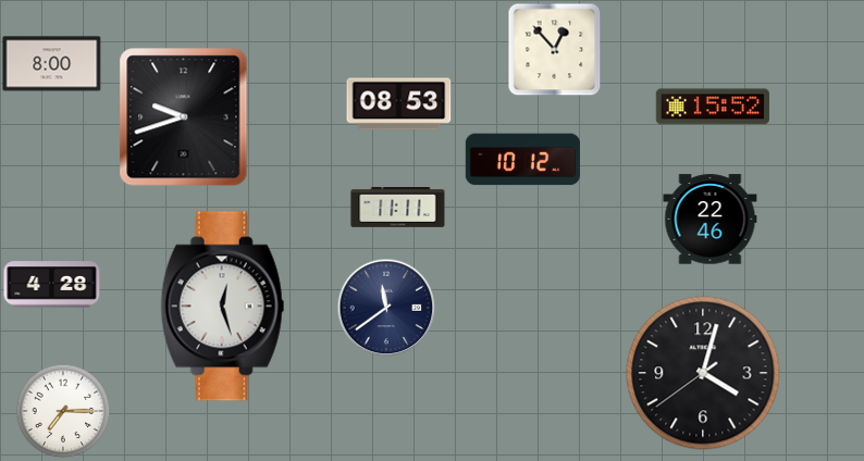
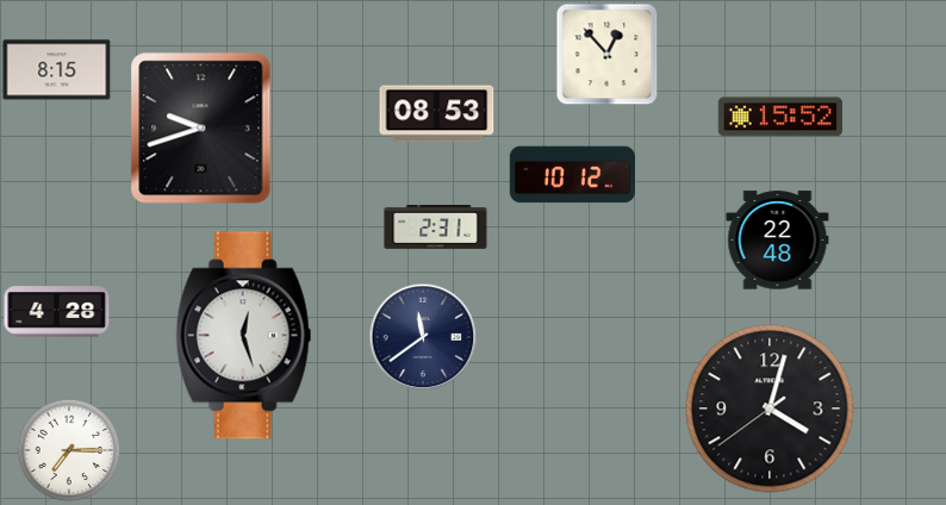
clock at (52, 64): 8:00 -> 8:15
clock at (398, 208): 11:11 -> 2:31
clock at (711, 220): 22:46 -> 22:48
